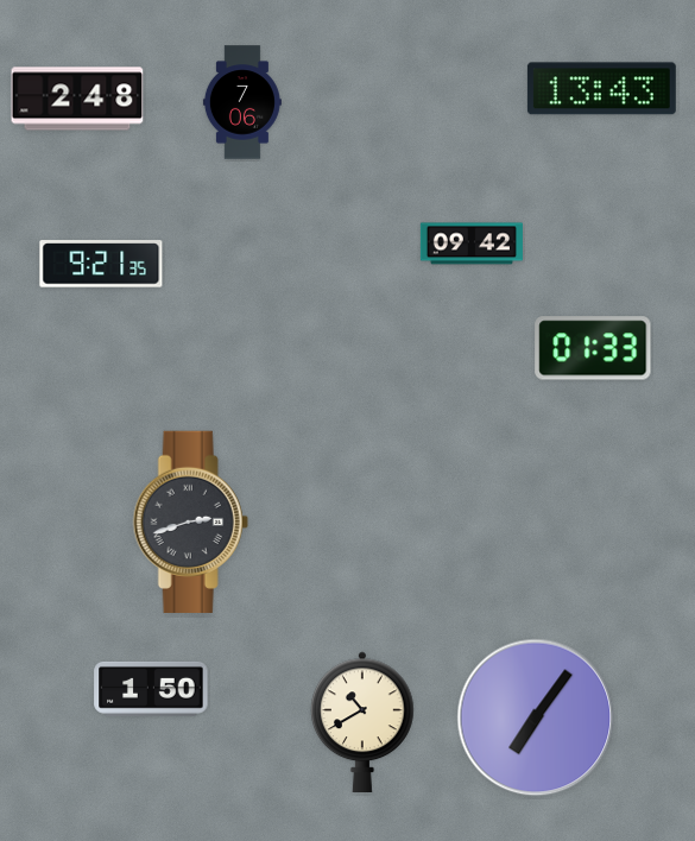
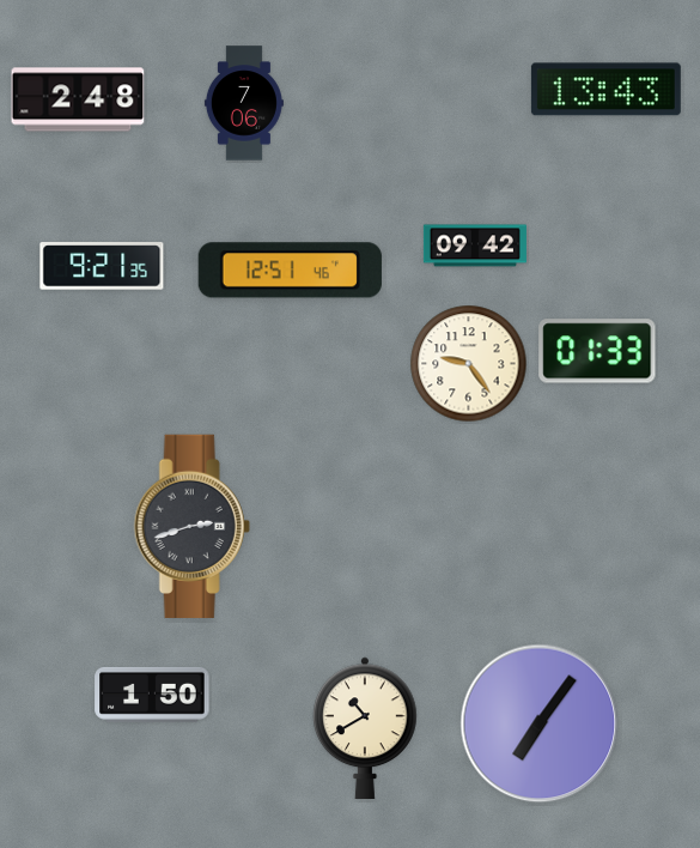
clock at (290, 271): none -> 12:51
clock at (469, 364): none -> 9:24
